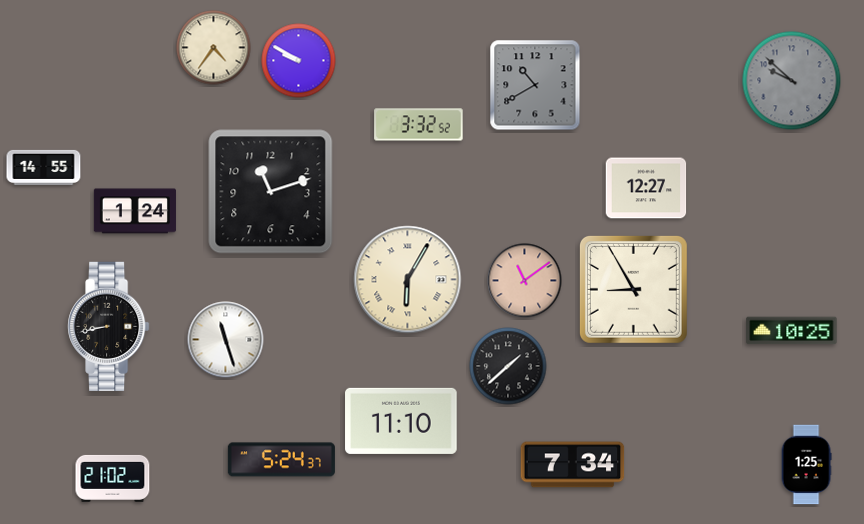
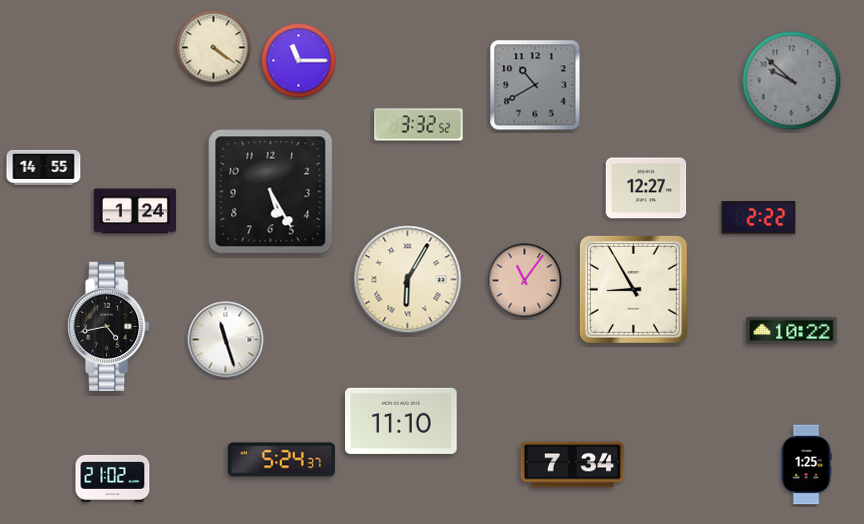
clock at (214, 48): 4:36 -> 4:21
clock at (299, 61): 9:50 -> 11:15
clock at (271, 192): 11:12 -> 5:25
clock at (759, 218): none -> 2:22
clock at (525, 281): 11:09 -> 11:06
clock at (109, 326): 8:43 -> 4:43
clock at (792, 331): 10:25 -> 10:22
clock at (508, 366): 1:38 -> none
